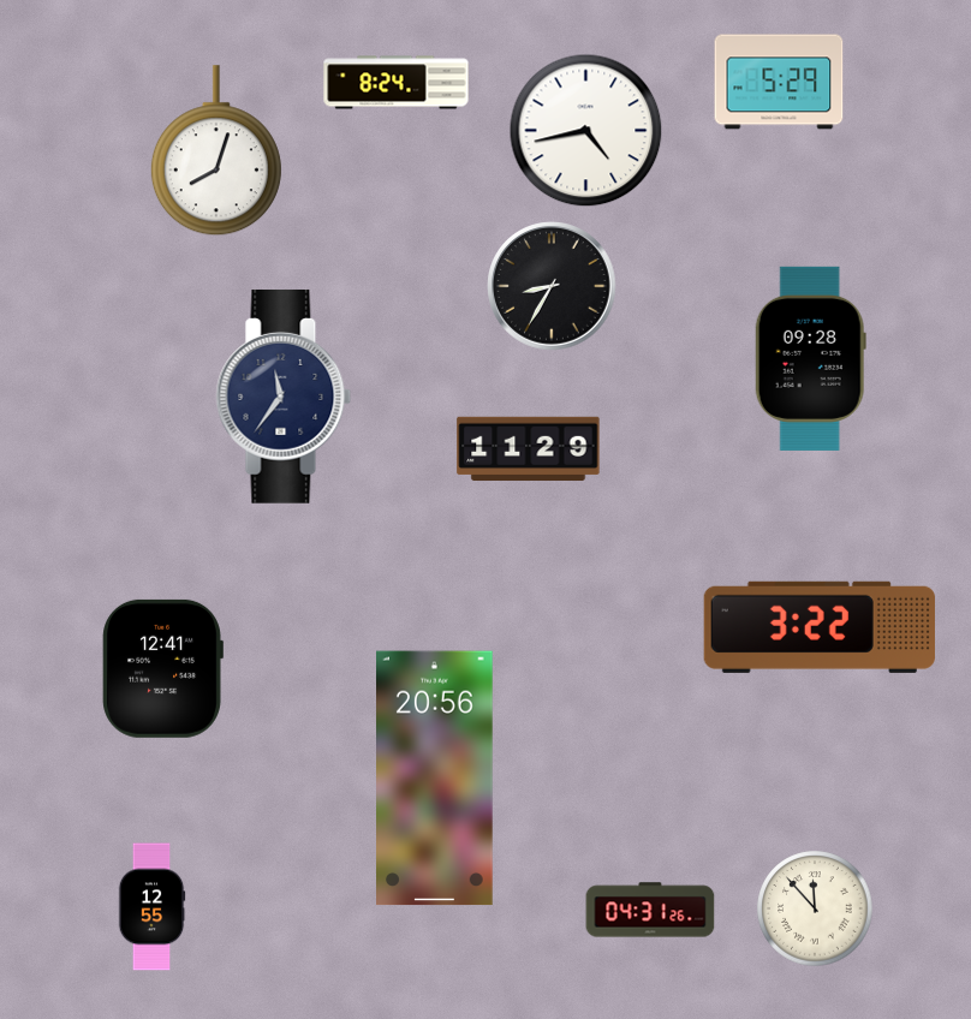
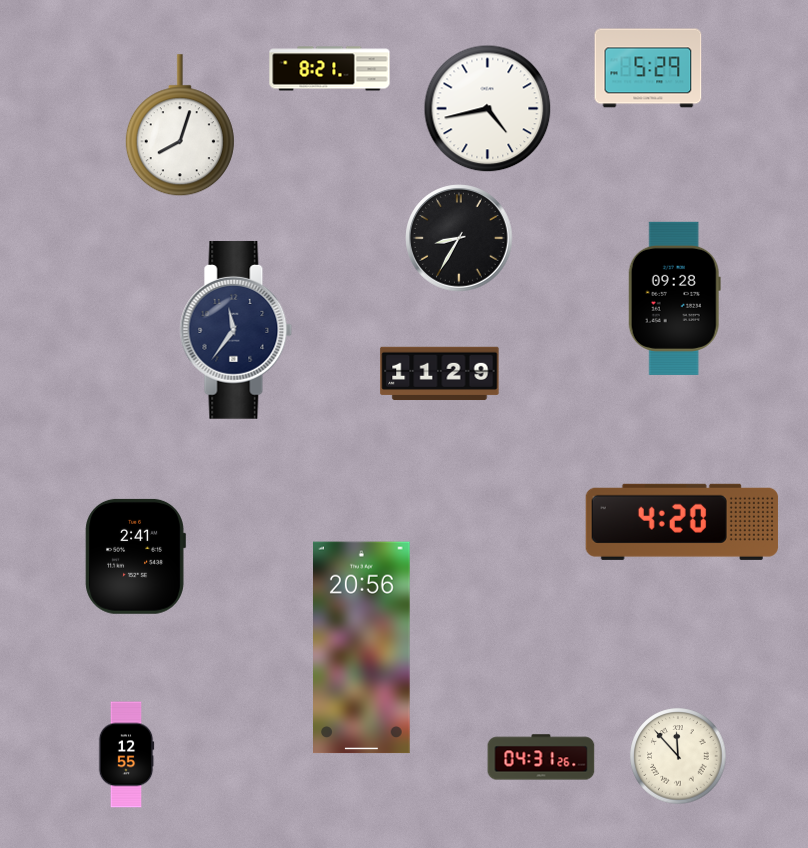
clock at (397, 83): 8:24 -> 8:21
clock at (820, 627): 3:22 -> 4:20
clock at (162, 668): 12:41 -> 2:41
